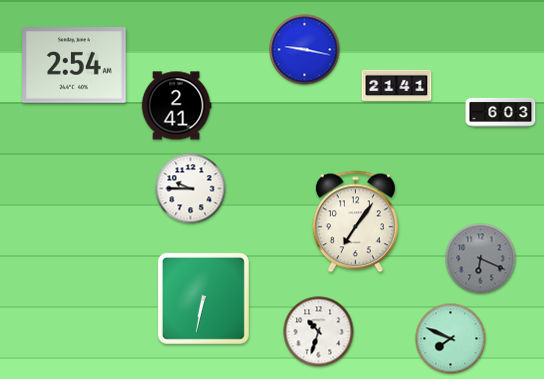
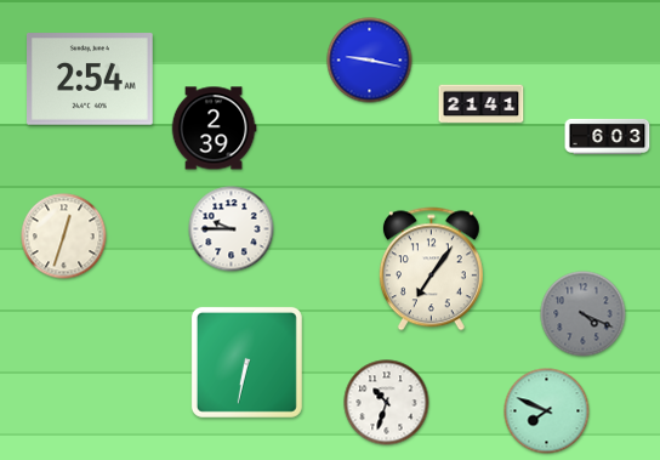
clock at (176, 106): 2:41 -> 2:39
clock at (64, 237): none -> 12:33
clock at (481, 259): 6:19 -> 4:19
